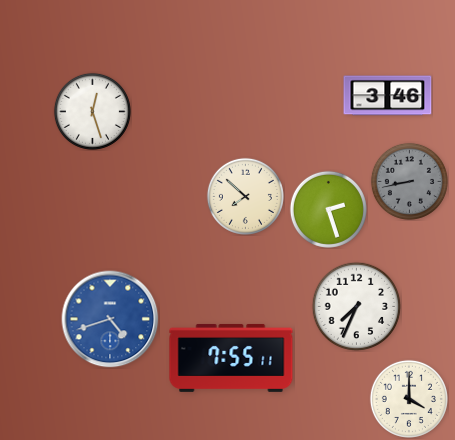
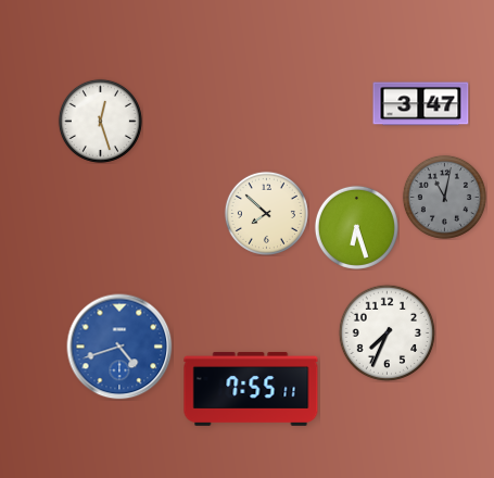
clock at (388, 96): 3:46 -> 3:47
clock at (409, 181): 8:43 -> 11:02
clock at (328, 209): 2:27 -> 6:27
clock at (409, 399): 4:00 -> none
